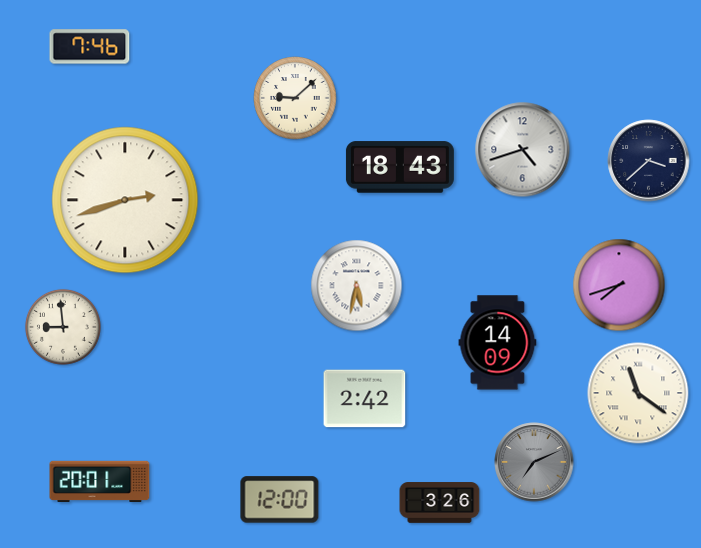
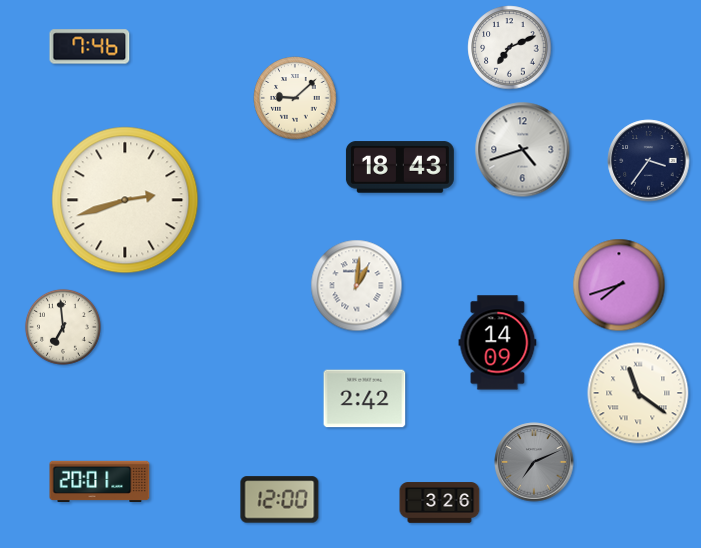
clock at (510, 48): none -> 7:11
clock at (649, 161): 3:38 -> 3:36
clock at (357, 286): 5:32 -> 1:01
clock at (63, 327): 8:59 -> 6:59
